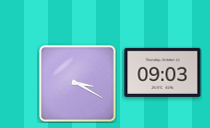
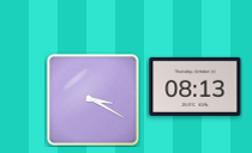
clock at (163, 72): 09:03 -> 08:13
